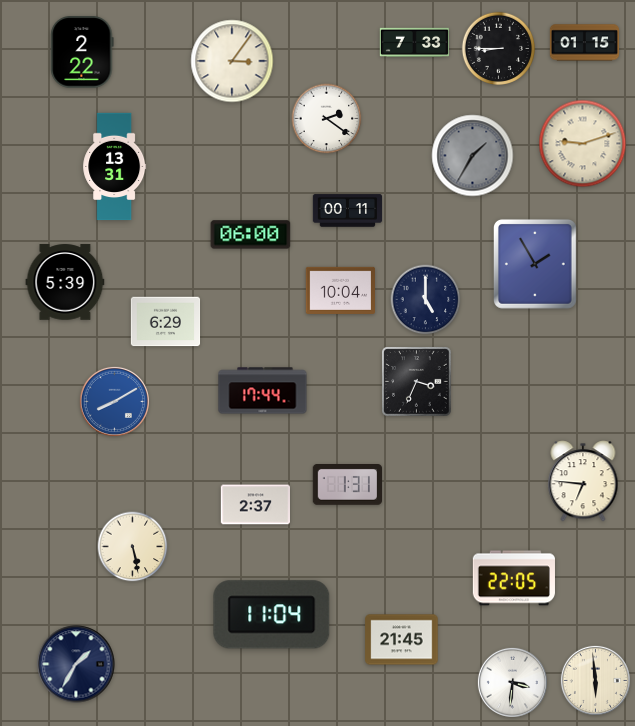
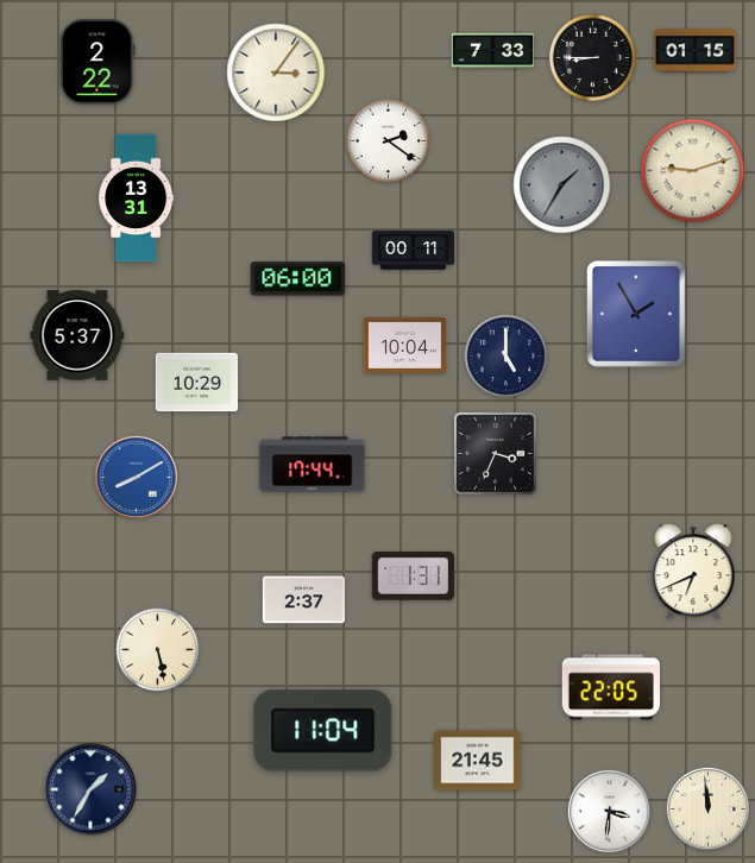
clock at (65, 282): 5:39 -> 5:37
clock at (166, 322): 6:29 -> 10:29
clock at (583, 481): 6:46 -> 6:41
clock at (595, 680): 5:59 -> 11:59
